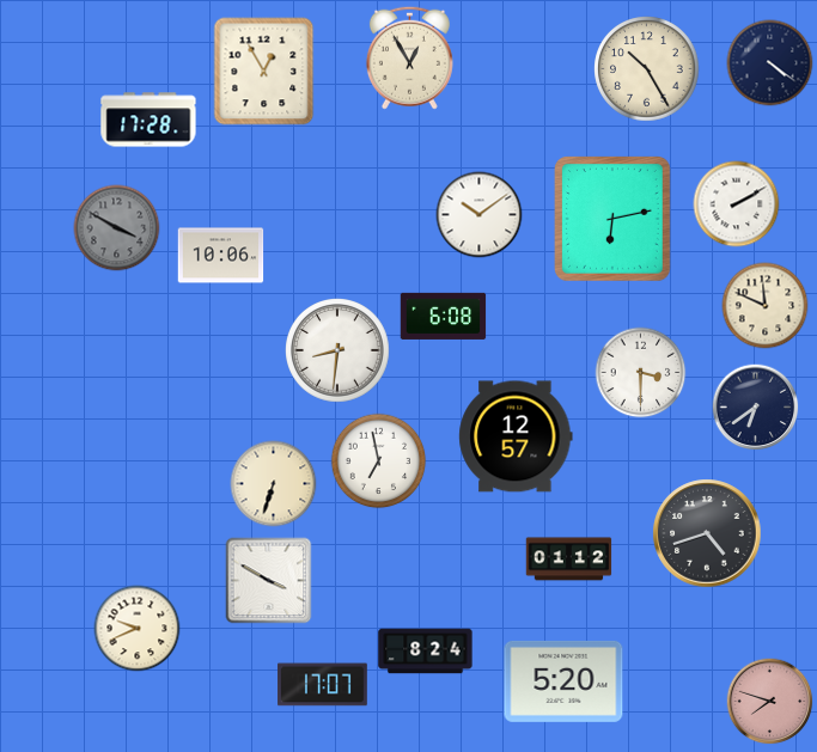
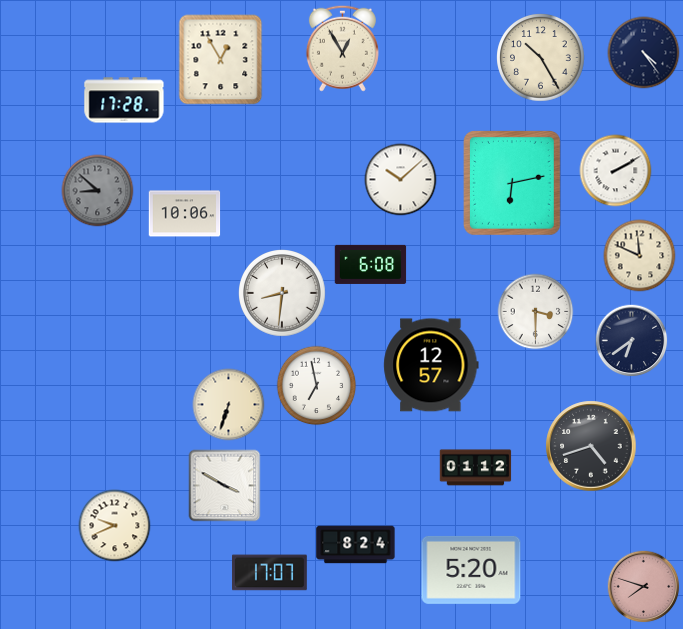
clock at (770, 63): 4:21 -> 4:24
clock at (480, 215): 10:09 -> 10:08
clock at (117, 228): 3:50 -> 8:52
